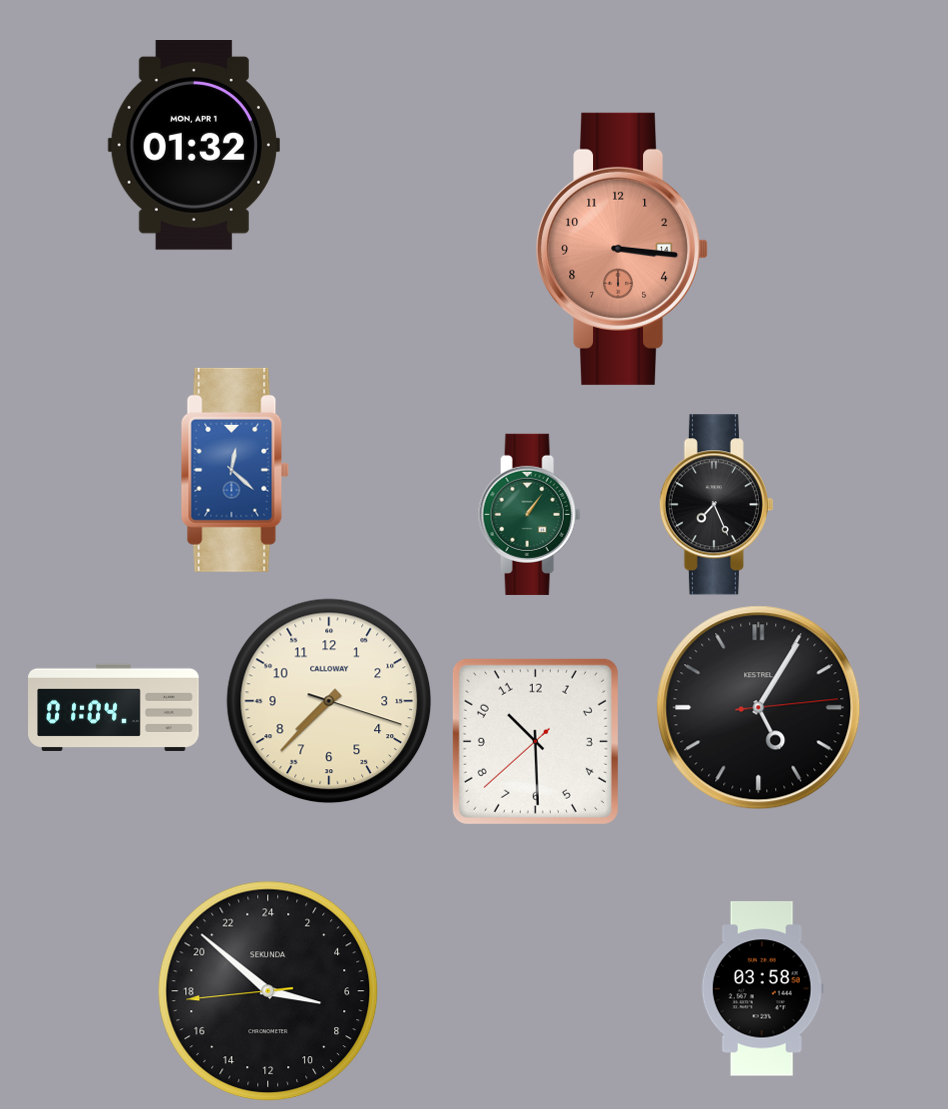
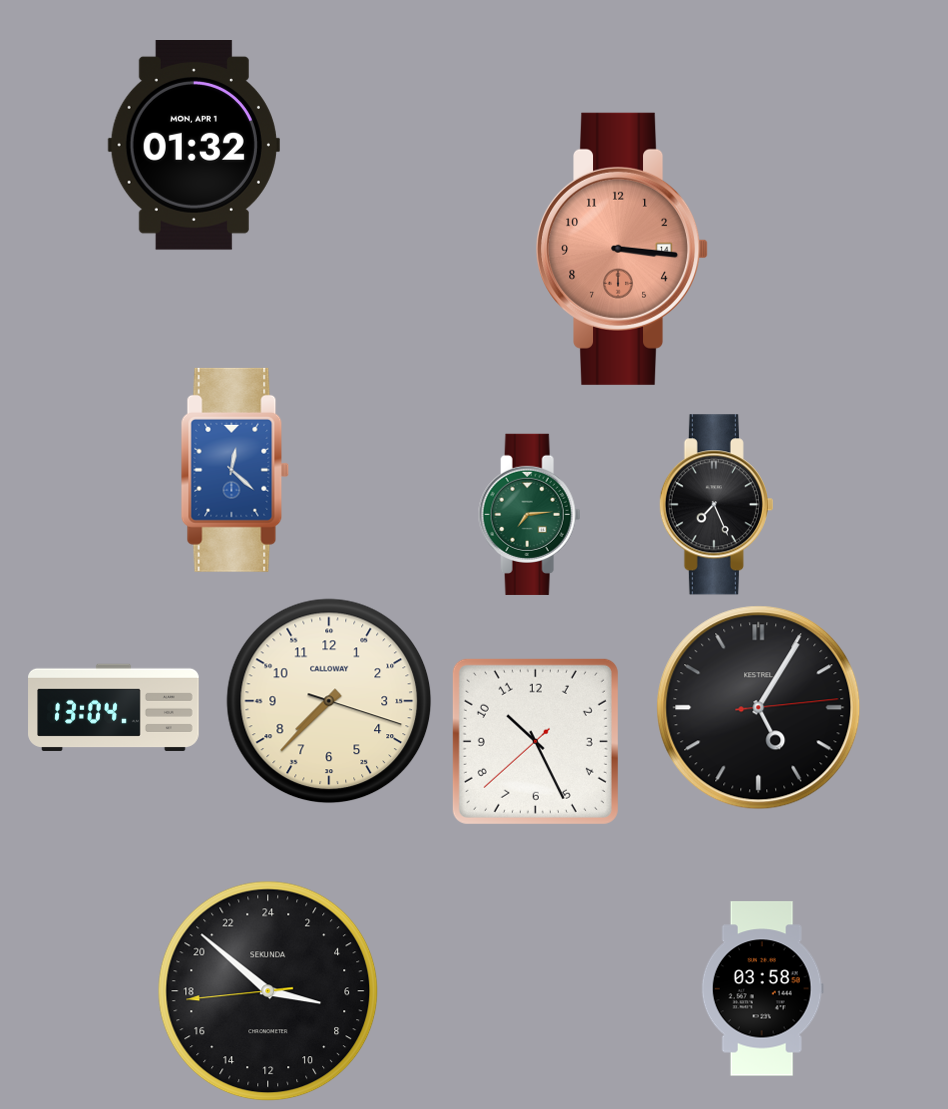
clock at (530, 514): 1:06 -> 7:14
clock at (114, 707): 01:04 -> 13:04
clock at (535, 741): 10:29 -> 10:25
